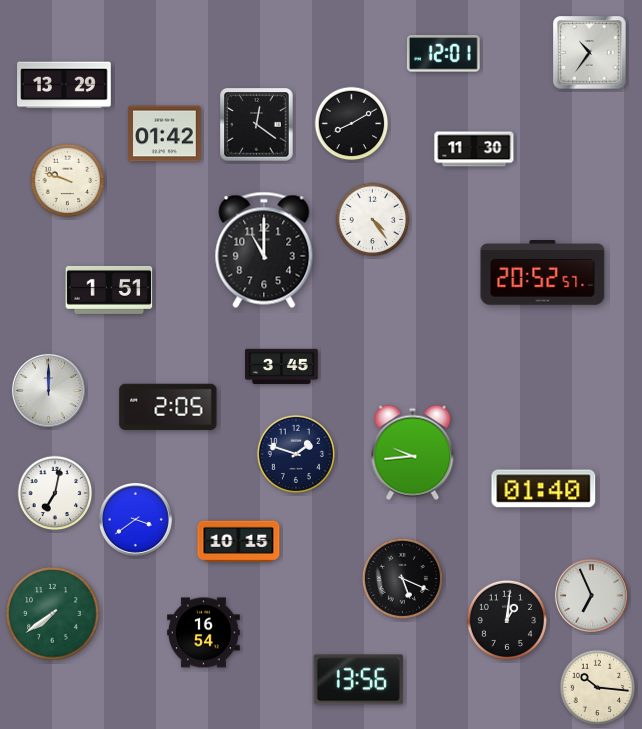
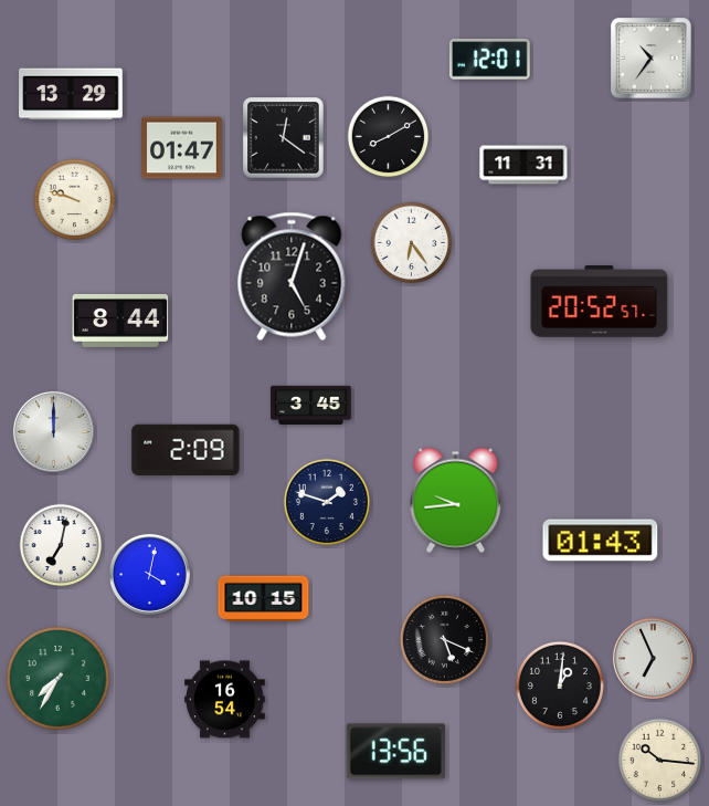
clock at (165, 134): 01:42 -> 01:47
clock at (474, 149): 11:30 -> 11:31
clock at (373, 220): 4:24 -> 6:24
clock at (264, 250): 11:00 -> 5:03
clock at (109, 290): 1:51 -> 8:44
clock at (168, 407): 2:05 -> 2:09
clock at (544, 489): 01:40 -> 01:43
clock at (135, 519): 3:39 -> 4:02
clock at (53, 614): 7:39 -> 7:35
